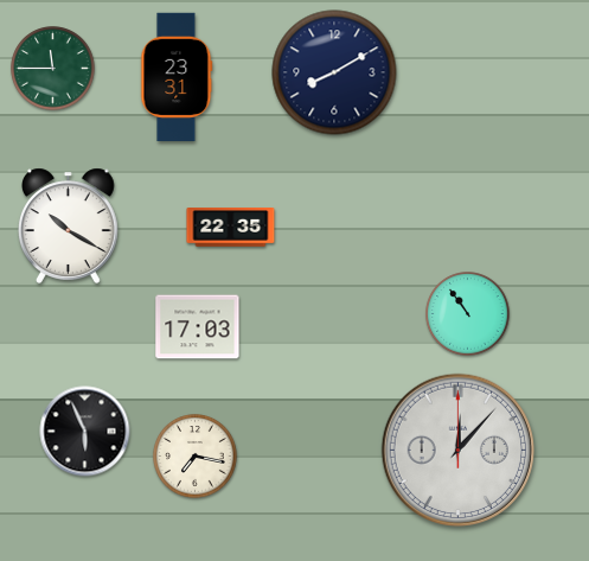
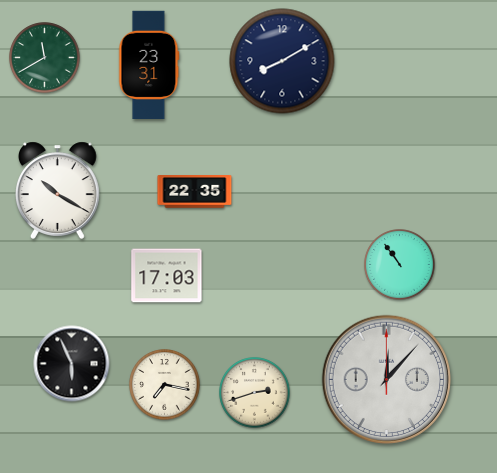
clock at (53, 69): 11:45 -> 11:40
clock at (468, 314) position: (468, 314) -> (400, 265)
clock at (255, 393): none -> 2:42
